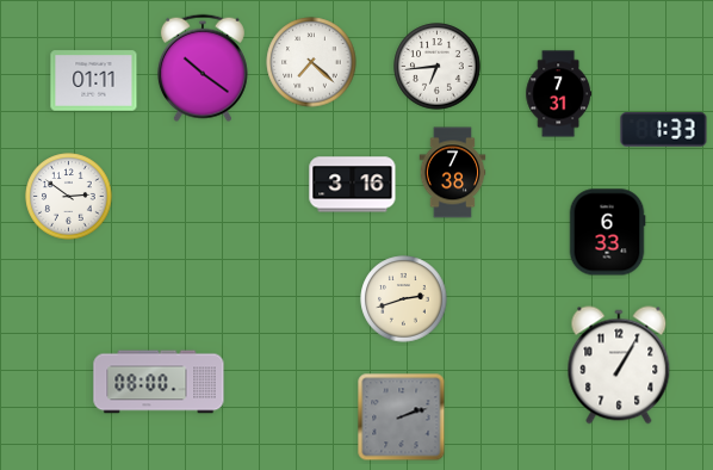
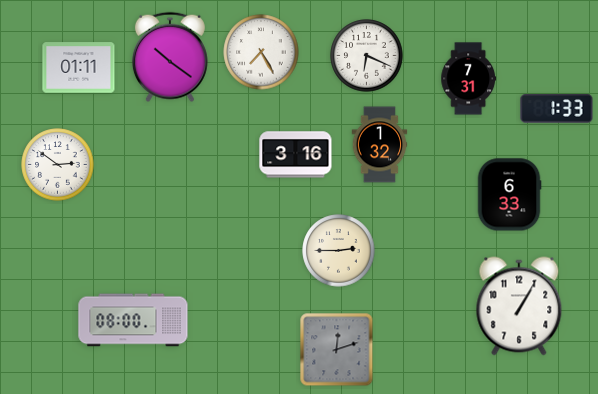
clock at (311, 62): 7:22 -> 7:25
clock at (438, 67): 6:44 -> 6:19
clock at (453, 173): 7:38 -> 1:32
clock at (404, 299): 2:42 -> 2:45
clock at (402, 418): 2:12 -> 12:12
